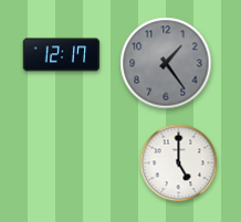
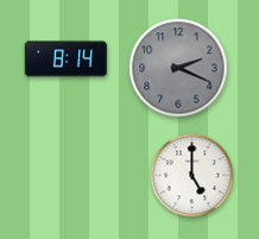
clock at (62, 55): 12:17 -> 8:14
clock at (166, 63): 1:24 -> 2:19
